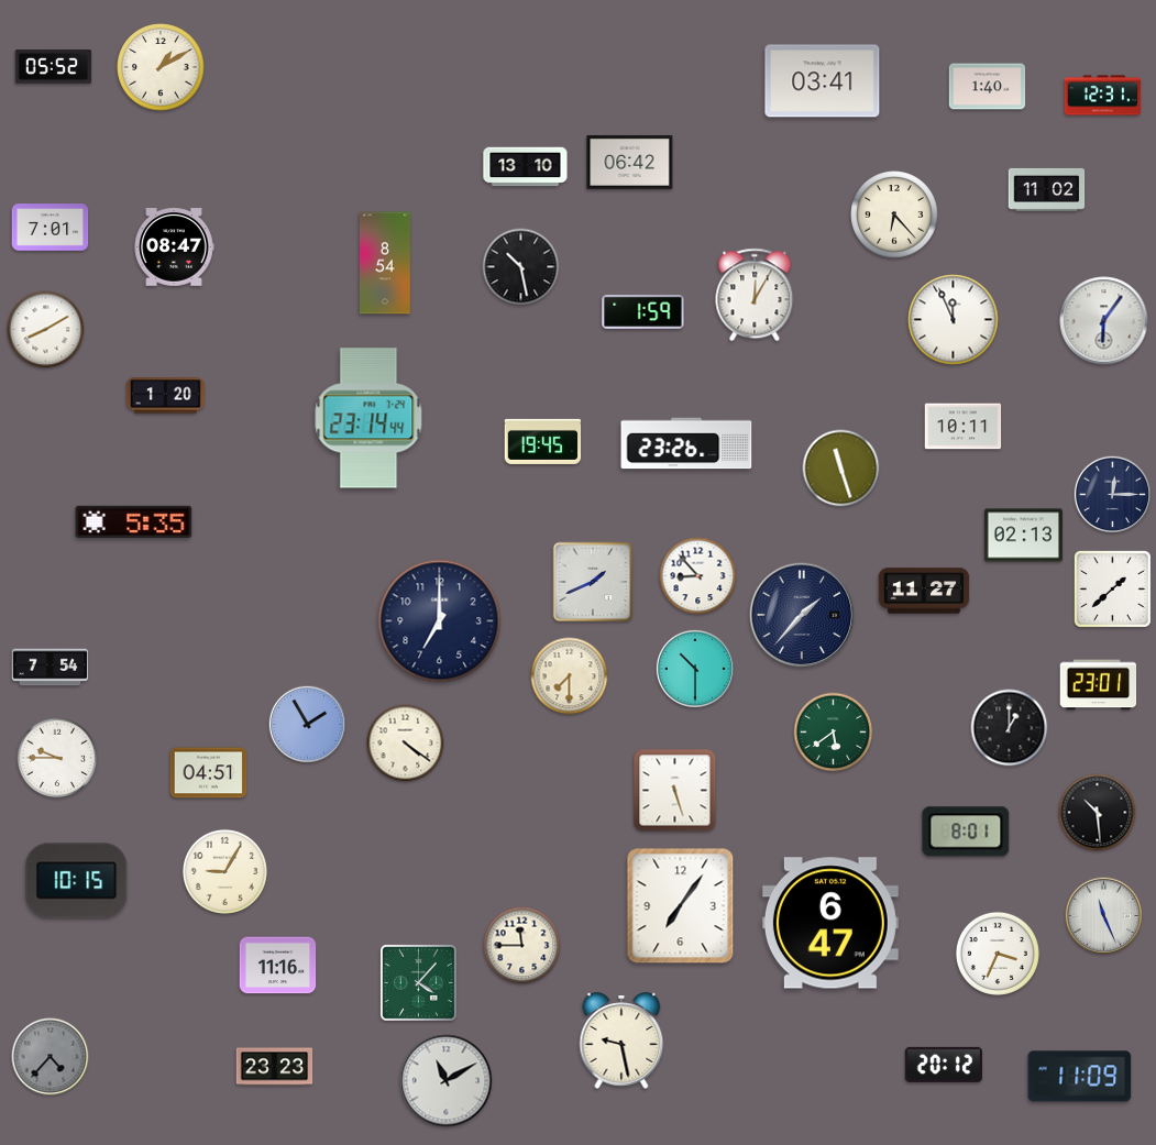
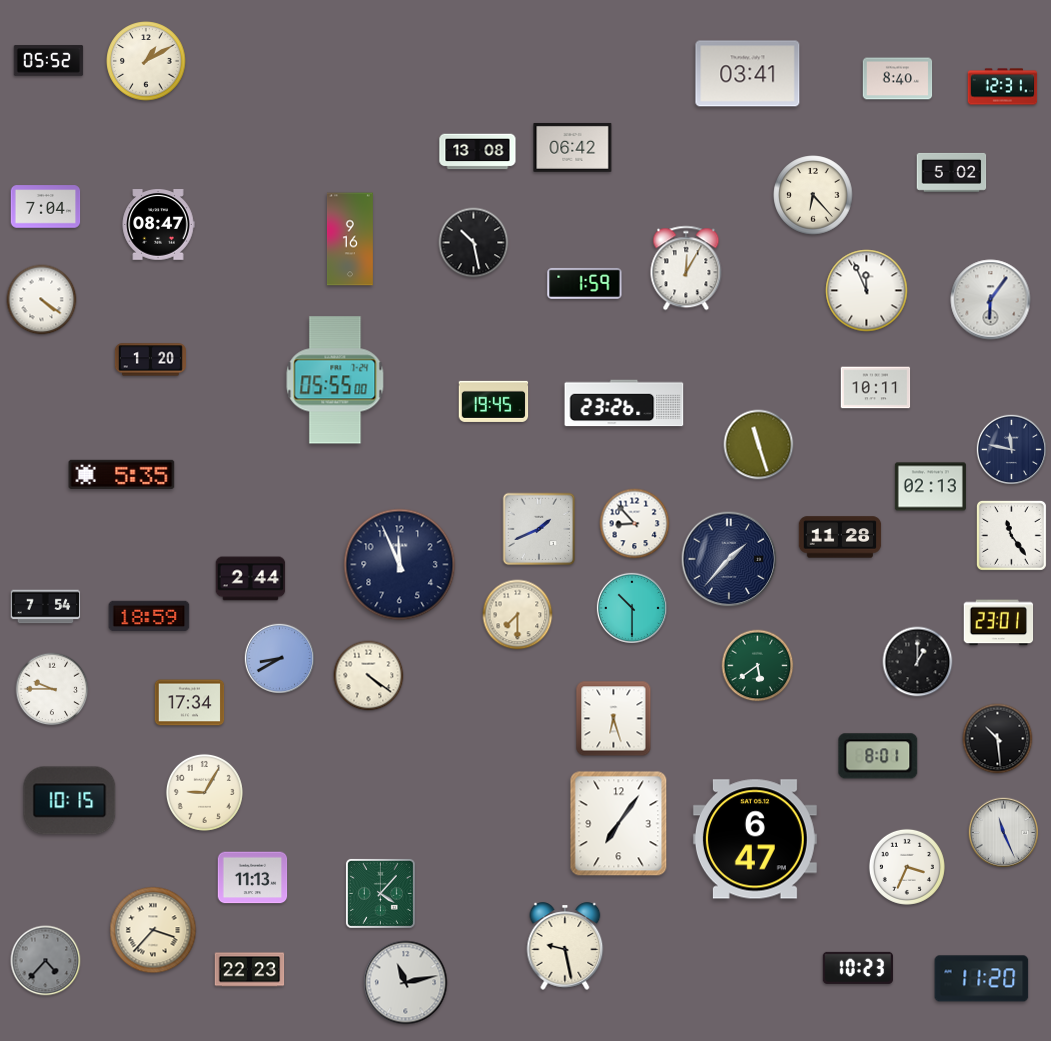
clock at (988, 87): 1:40 -> 8:40
clock at (526, 167): 13:10 -> 13:08
clock at (1047, 189): 11:02 -> 5:02
clock at (51, 228): 7:01 -> 7:04
clock at (385, 263): 8:54 -> 9:16
clock at (1104, 321) position: (1104, 321) -> (991, 300)
clock at (46, 330): 8:10 -> 4:21
clock at (368, 418): 23:14 -> 05:55
clock at (841, 469) position: (841, 469) -> (759, 445)
clock at (1112, 494): 12:15 -> 11:47
clock at (1112, 588): 1:38 -> 11:24
clock at (924, 591): 11:27 -> 11:28
clock at (440, 621): 7:00 -> 11:56
clock at (251, 579): none -> 2:44
clock at (149, 616): none -> 18:59
clock at (307, 724): 1:55 -> 8:40
clock at (209, 773): 04:51 -> 17:34
clock at (675, 791): 5:27 -> 6:27
clock at (522, 946): 11:45 -> none
clock at (278, 966): 11:16 -> 11:13
clock at (153, 930): none -> 3:37
clock at (944, 1065): 20:12 -> 10:23
clock at (275, 1067): 23:23 -> 22:23
clock at (1080, 1077): 11:09 -> 11:20
clock at (447, 1081): 11:10 -> 11:13
